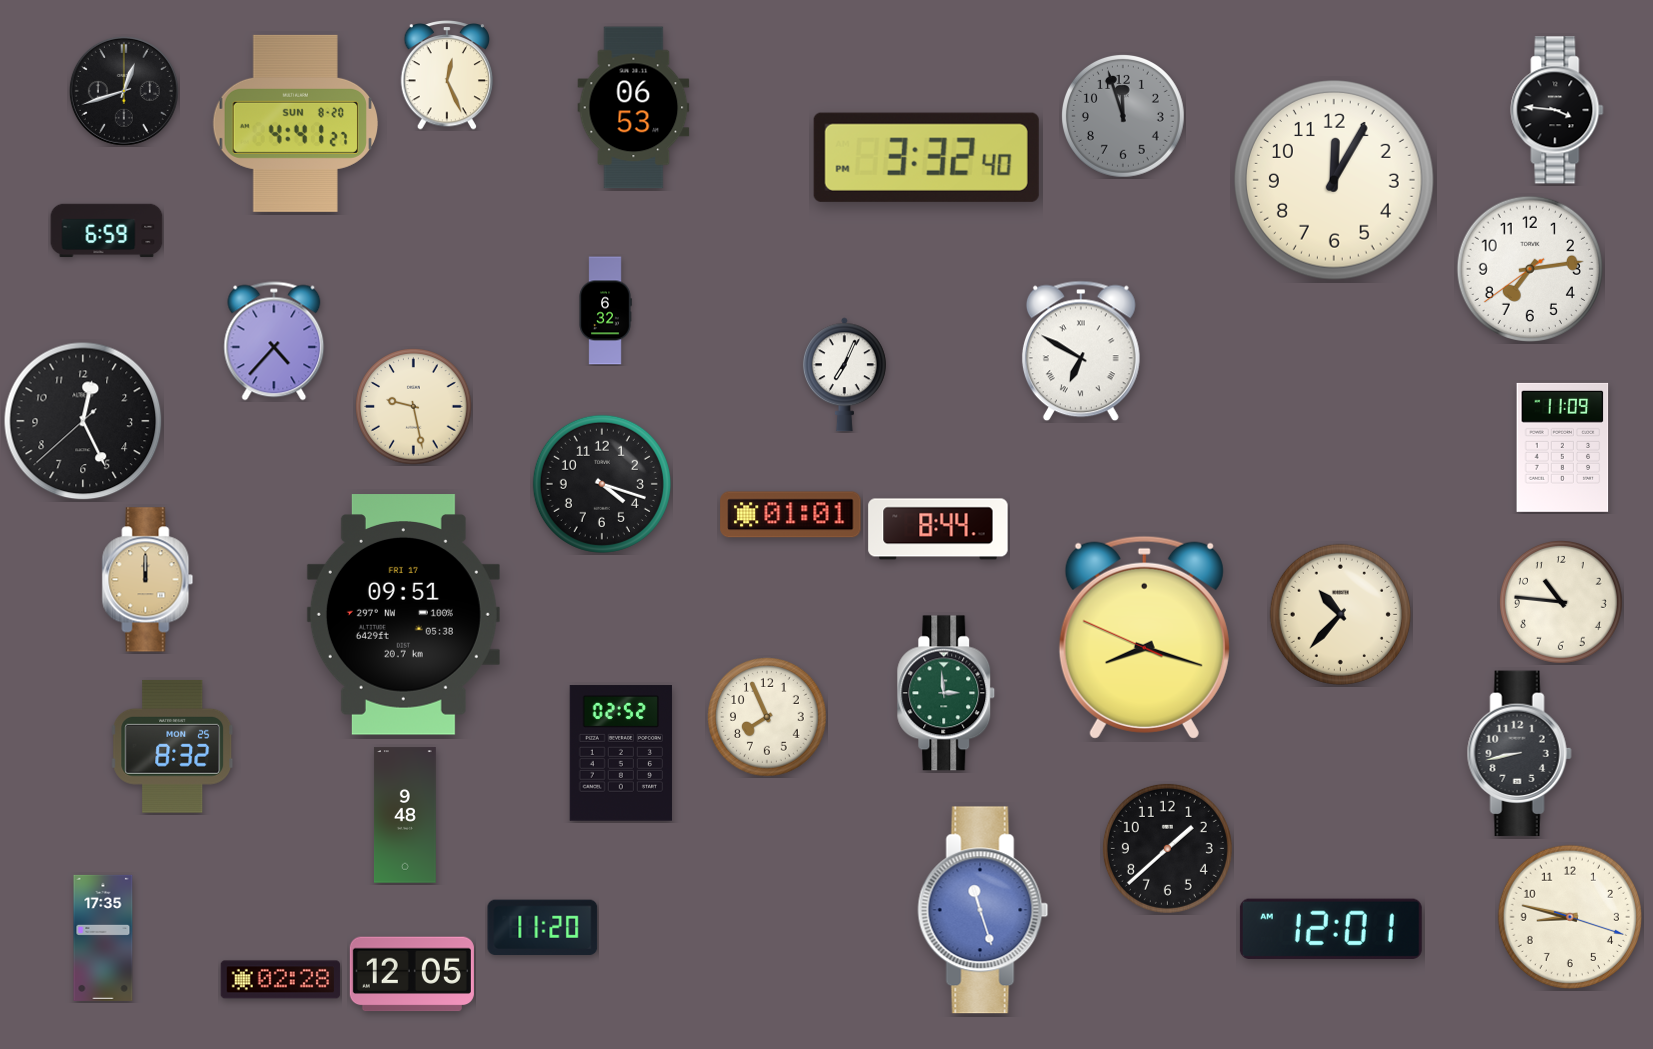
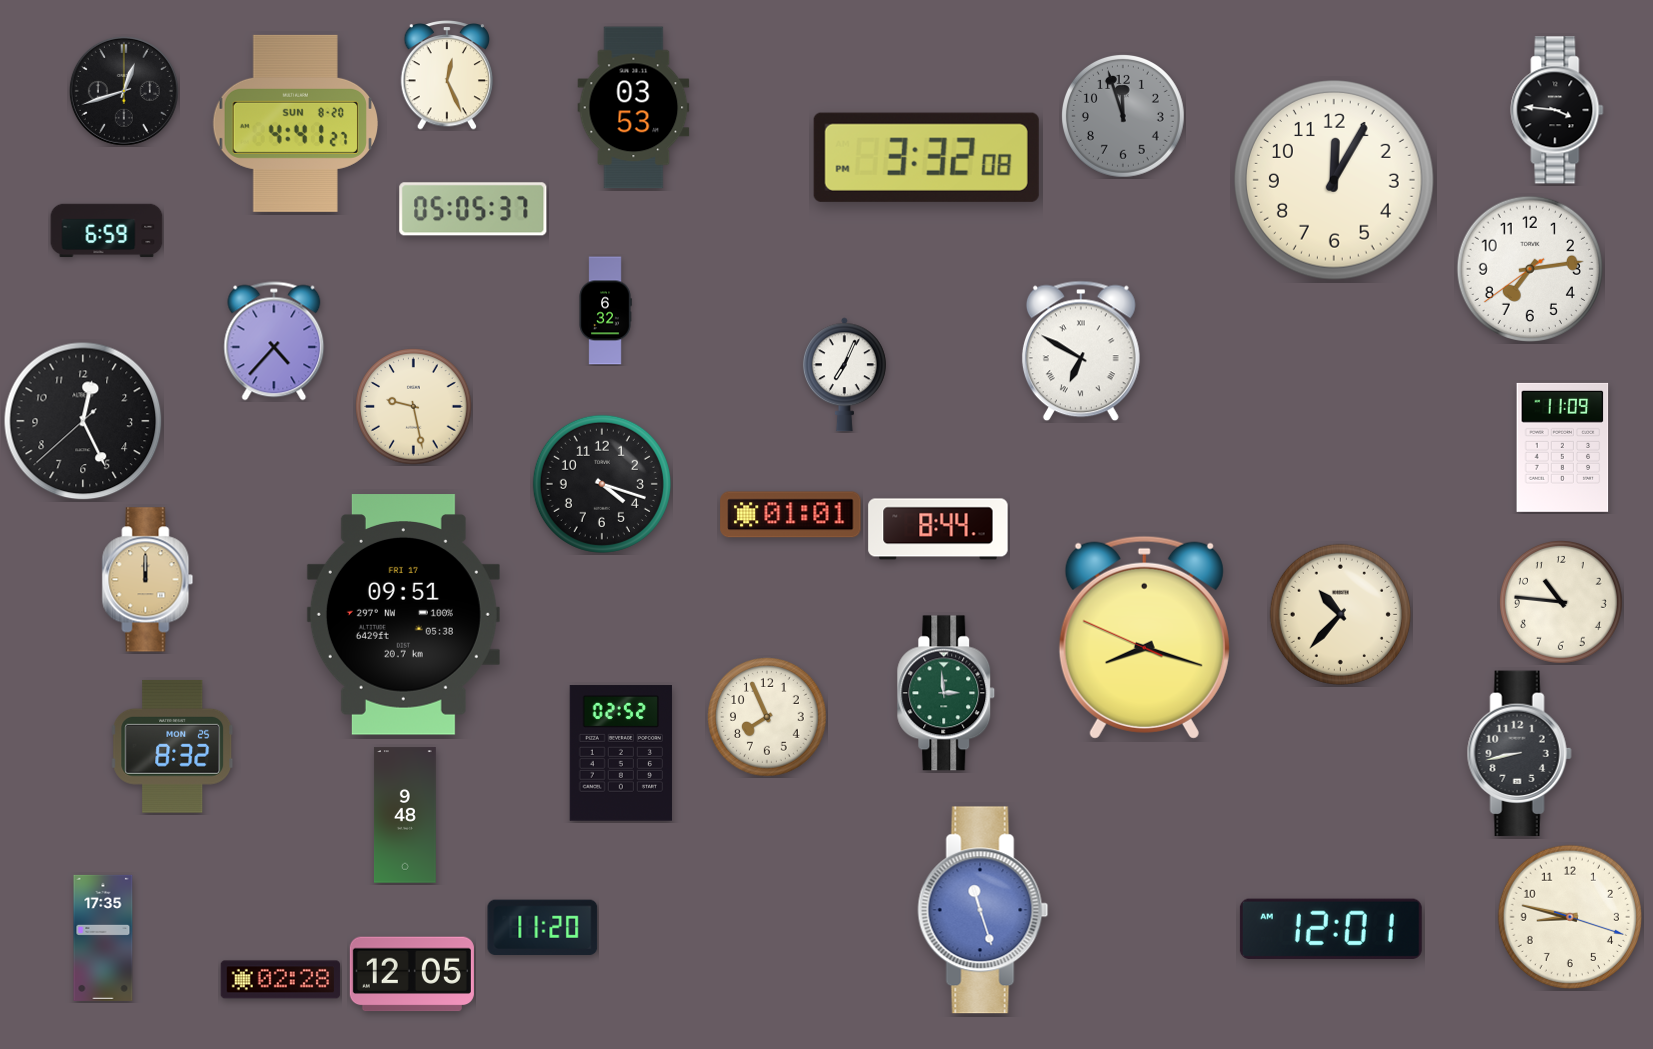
clock at (634, 108): 06:53 -> 03:53
clock at (926, 157): 3:32:40 PM -> 3:32:08 PM
clock at (473, 209): none -> 05:05
clock at (1167, 848): 1:38 -> none
